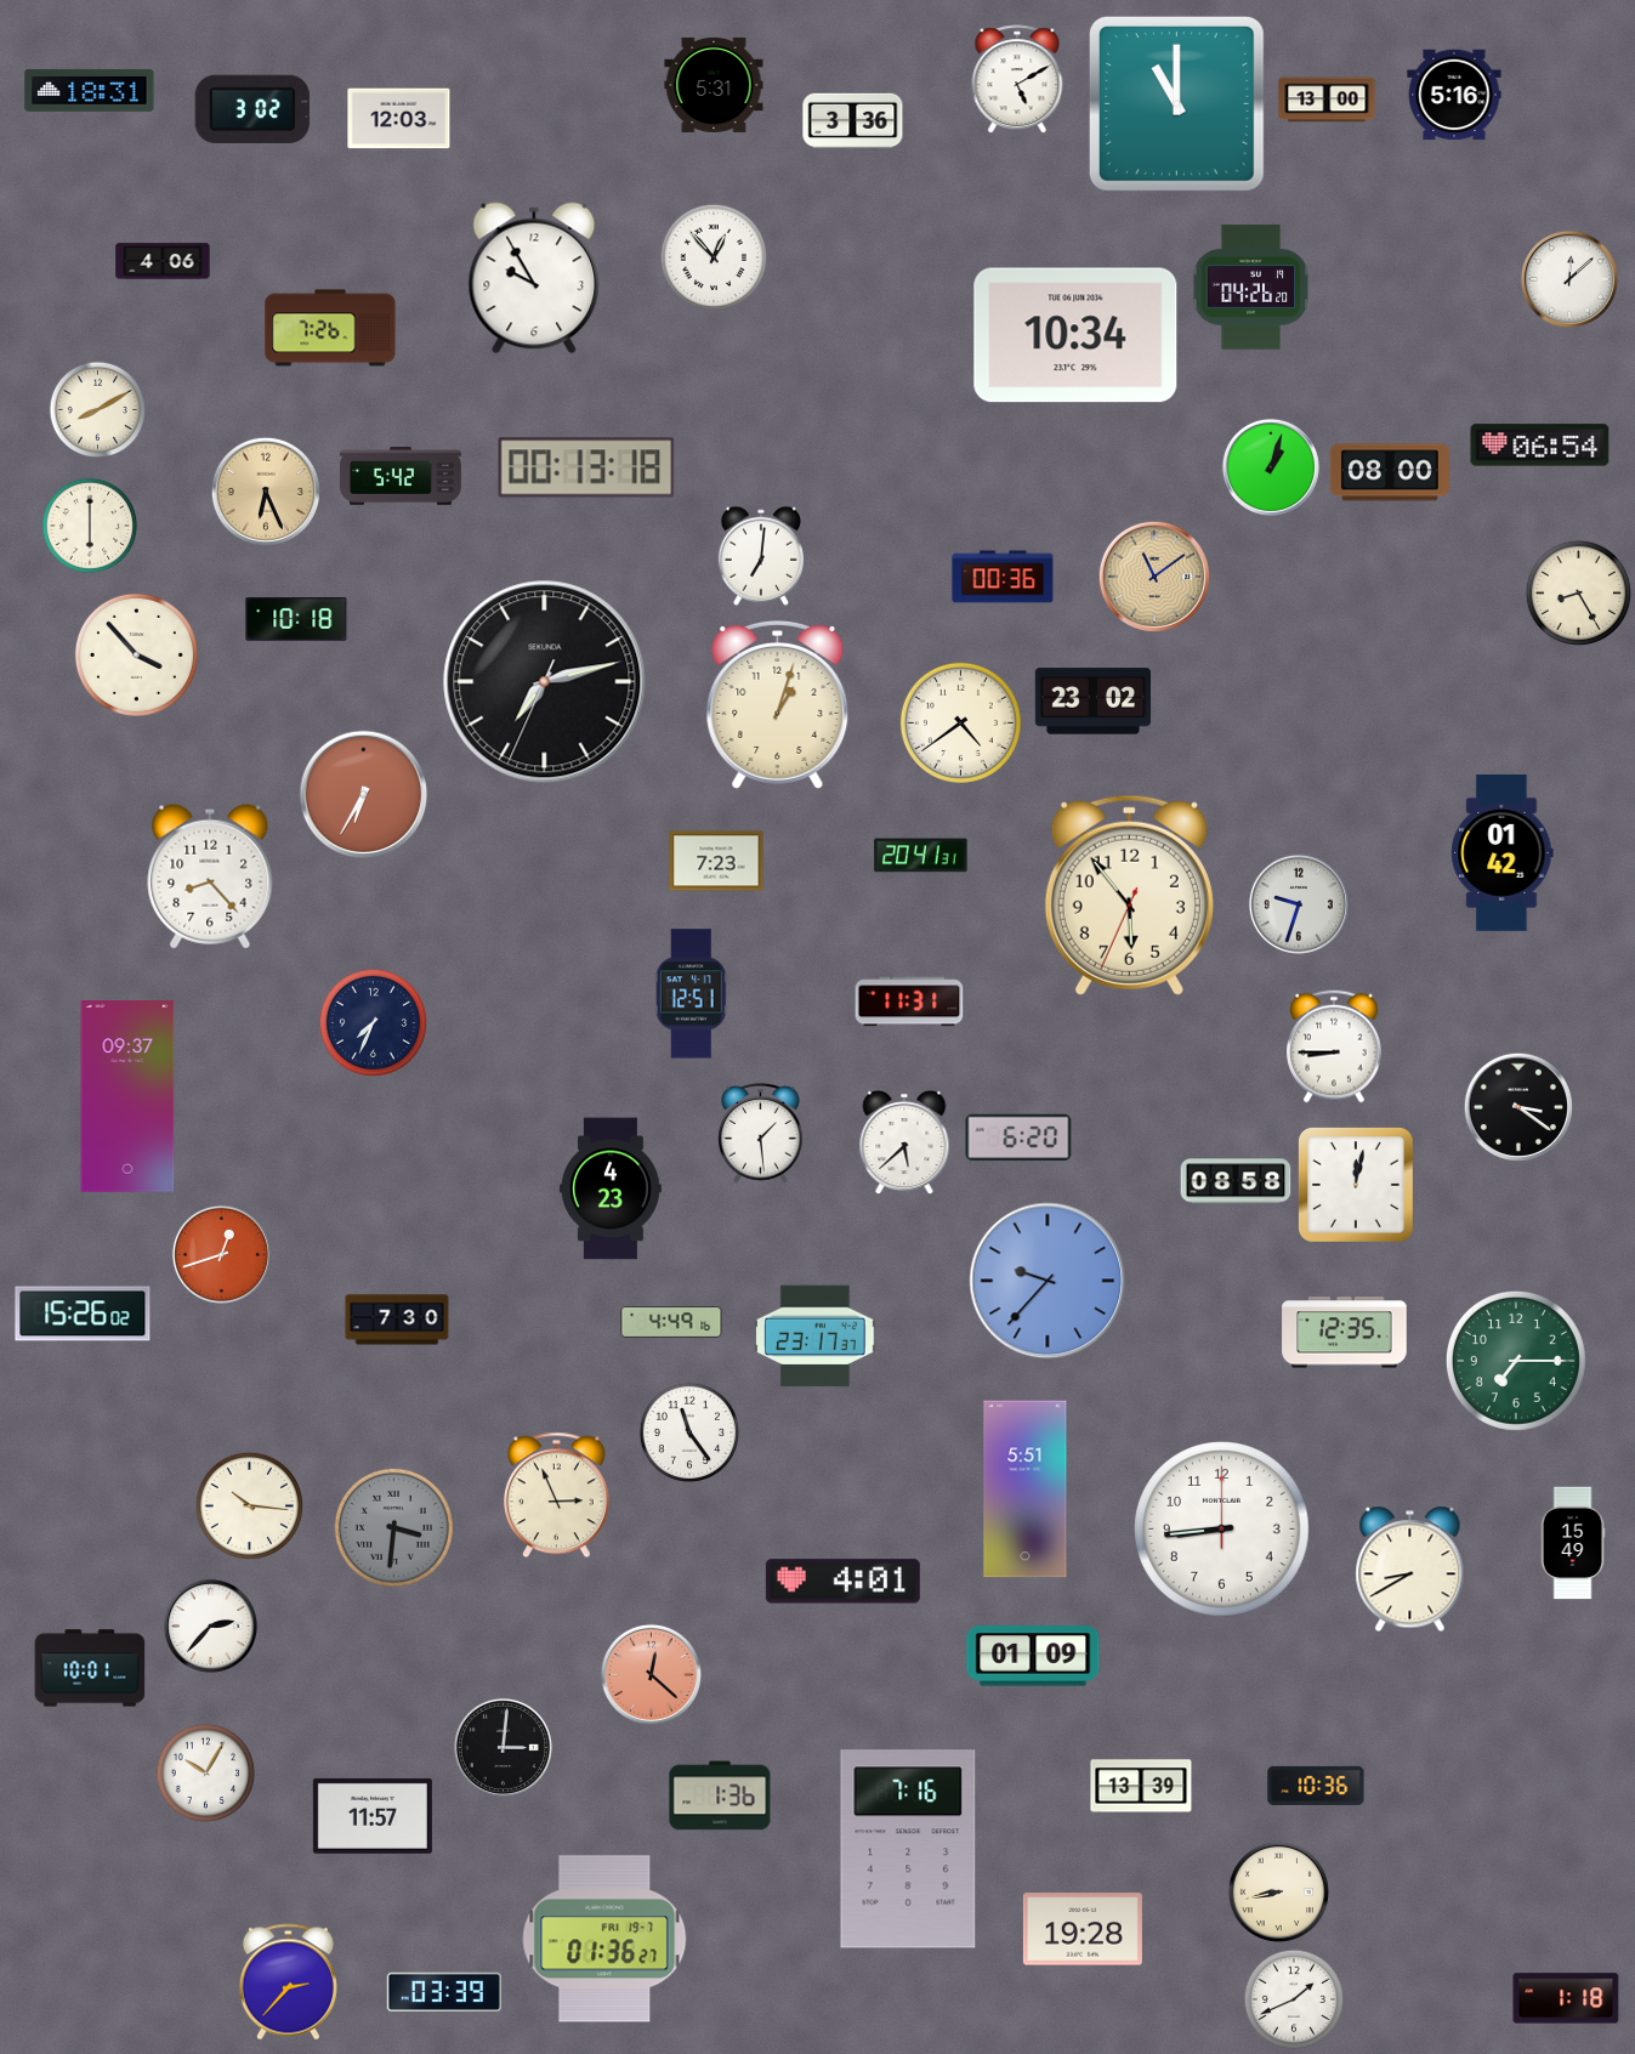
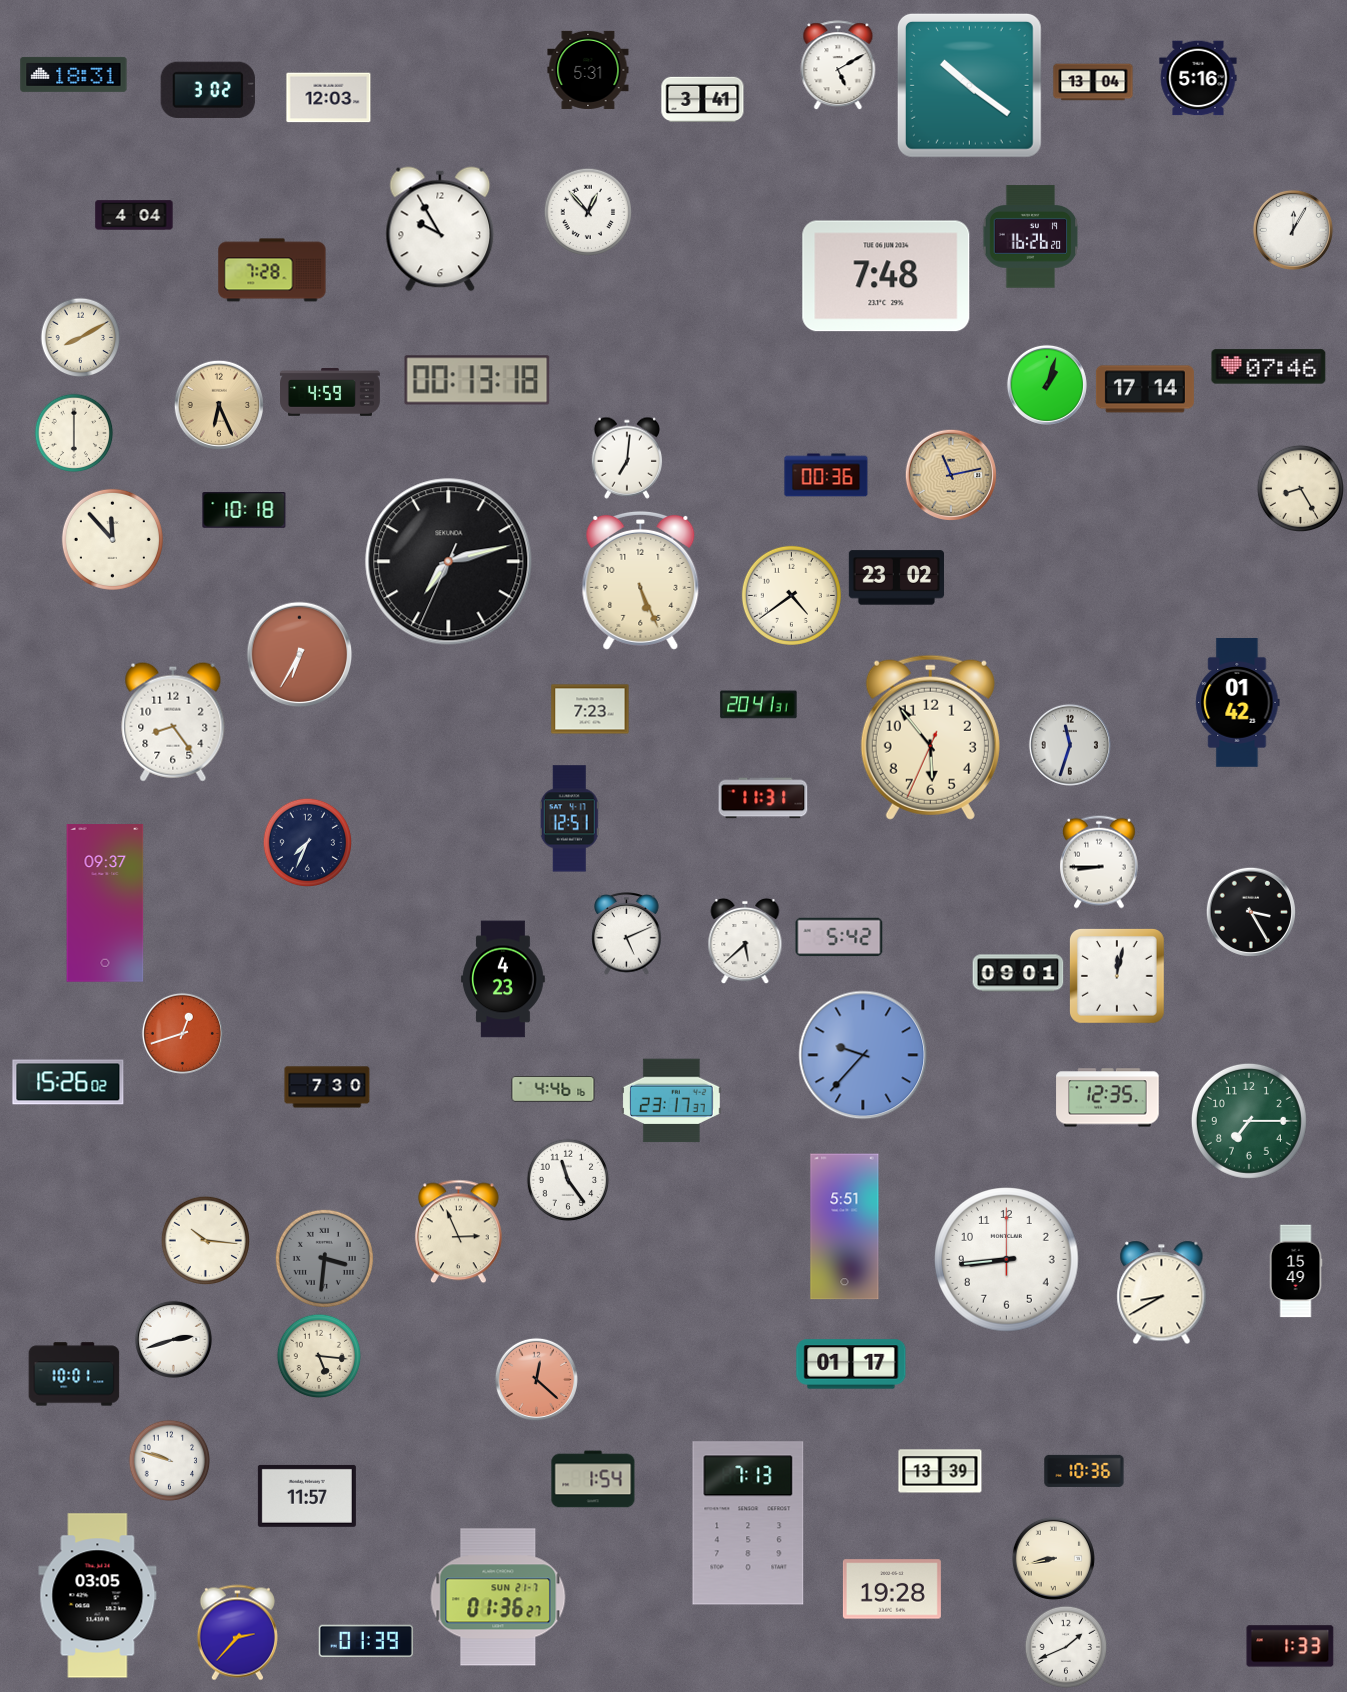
clock at (1327, 100): 13:00 -> 13:04
clock at (1176, 103): 11:00 -> 10:21
clock at (853, 121): 3:36 -> 3:41
clock at (163, 261): 4:06 -> 4:04
clock at (1569, 279): 12:08 -> 12:05
clock at (1251, 288): 04:26 -> 16:26
clock at (330, 328): 7:26 -> 7:28
clock at (1075, 335): 10:34 -> 7:48
clock at (1540, 446): 06:54 -> 07:46
clock at (586, 467) position: (586, 467) -> (477, 380)
clock at (1390, 472): 08:00 -> 17:14
clock at (402, 476): 5:42 -> 4:59
clock at (1153, 575): 11:09 -> 11:13
clock at (136, 654): 3:53 -> 11:53
clock at (1092, 702) position: (1092, 702) -> (896, 578)
clock at (778, 704): 1:03 -> 5:26
clock at (210, 876): 8:23 -> 8:24
clock at (1299, 904): 9:33 -> 11:33
clock at (909, 1002) position: (909, 1002) -> (763, 798)
clock at (1518, 1107): 3:21 -> 3:25
clock at (761, 1134): 1:29 -> 5:11
clock at (1018, 1137): 6:20 -> 5:42
clock at (1236, 1181): 08:58 -> 09:01
clock at (671, 1322): 4:49 -> 4:46
clock at (842, 1582): 4:01 -> none
clock at (210, 1625): 2:37 -> 2:42
clock at (319, 1356): none -> 5:16
clock at (1033, 1656): 01:09 -> 01:17
clock at (503, 1747): 3:01 -> none
clock at (206, 1774): 10:05 -> 9:48
clock at (720, 1795): 1:36 -> 1:54
clock at (908, 1849): 7:16 -> 7:13
clock at (98, 1596): none -> 03:05
clock at (604, 1939) date: FRI 19-7 -> SUN 21-7
clock at (444, 1991): 03:39 -> 01:39
clock at (1566, 1998): 1:18 -> 1:33
